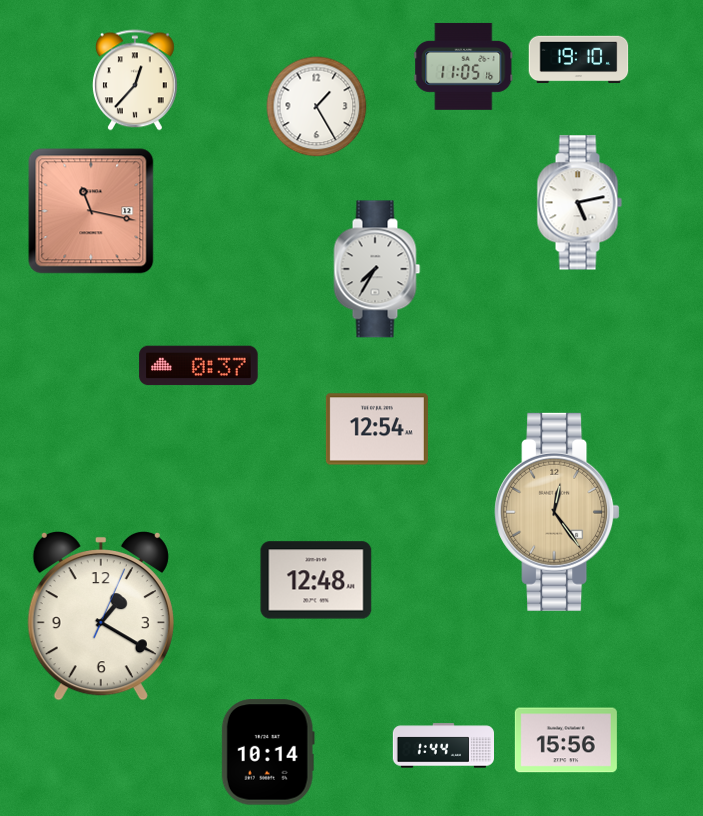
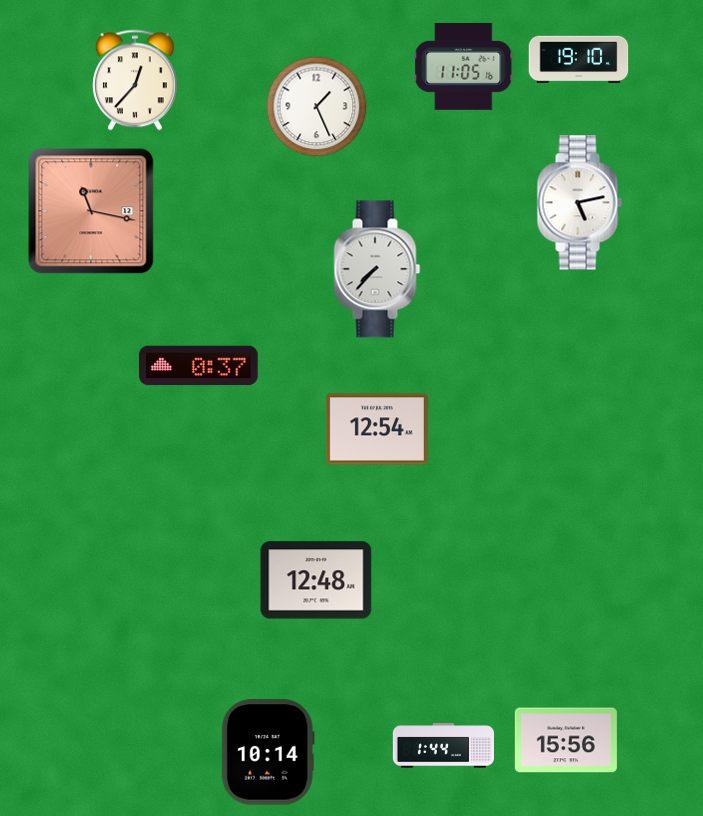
clock at (317, 107): 1:25 -> 1:26
clock at (377, 269): 7:35 -> 7:37
clock at (557, 512): 12:24 -> none
clock at (101, 616): 1:20 -> none
